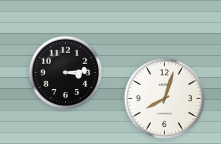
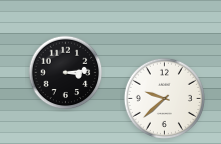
clock at (164, 98): 8:03 -> 9:38
